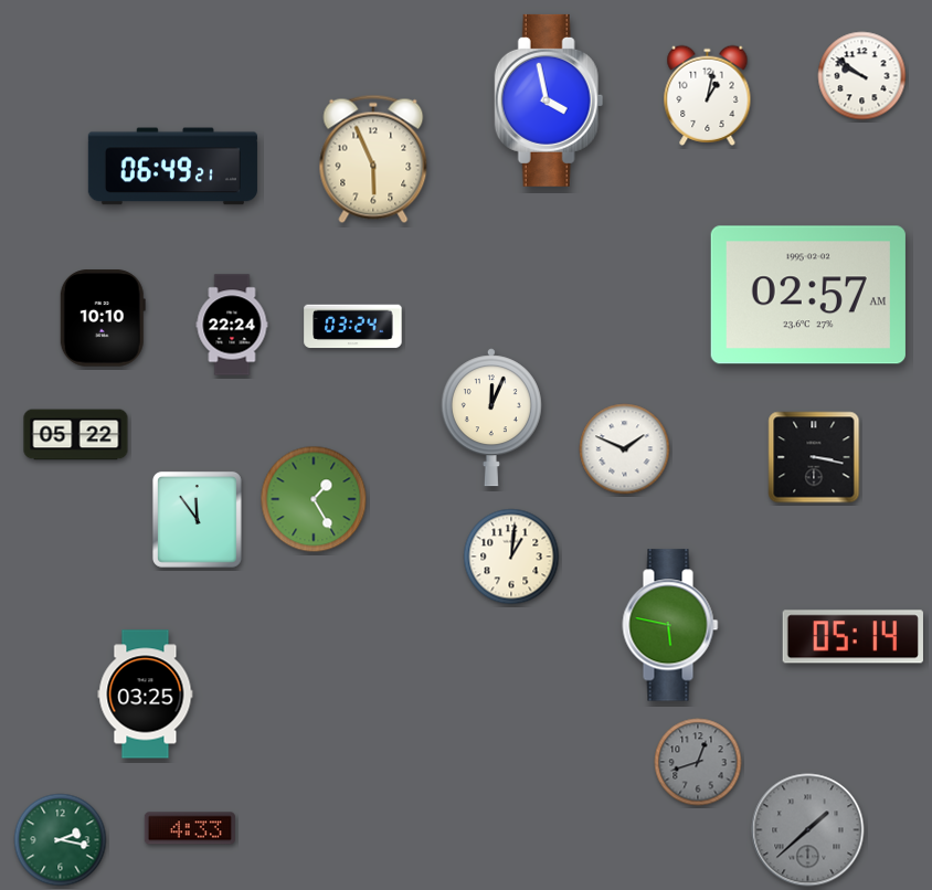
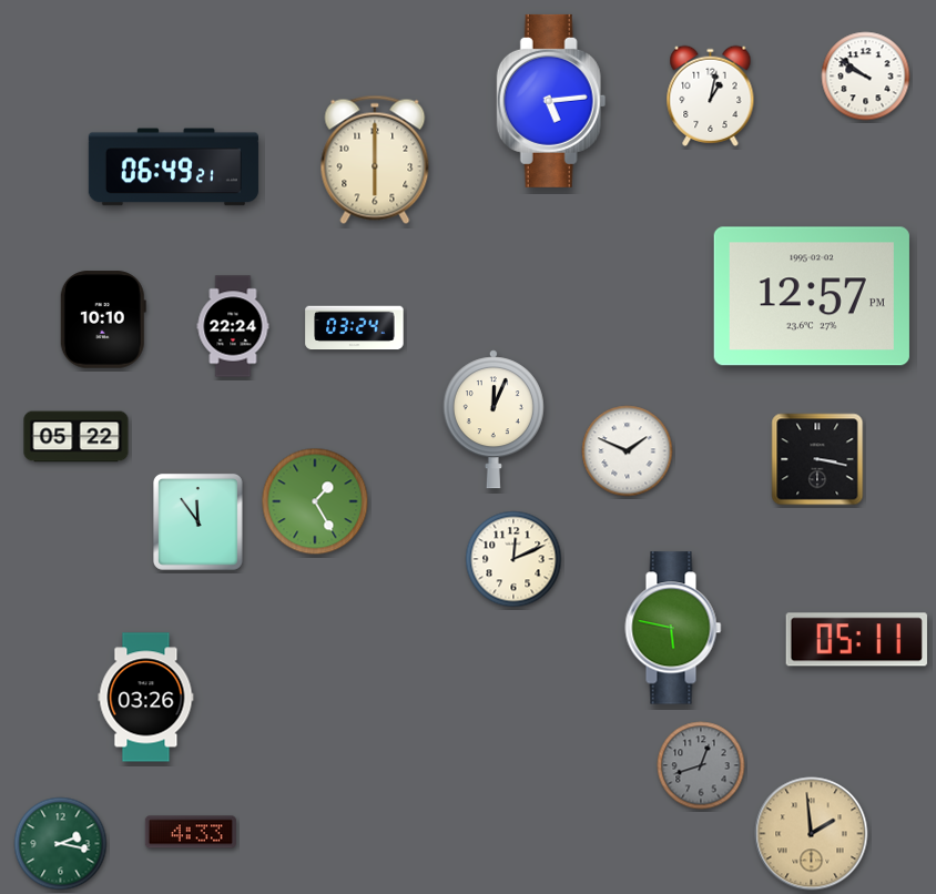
clock at (549, 100): 3:58 -> 5:14
clock at (373, 159): 5:56 -> 6:00
clock at (808, 295): 02:57 -> 12:57
clock at (511, 557): 1:01 -> 12:11
clock at (852, 637): 05:14 -> 05:11
clock at (146, 695): 03:25 -> 03:26
clock at (808, 830): 1:38 -> 1:59
clock at (808, 830) dial: grey -> champagne
